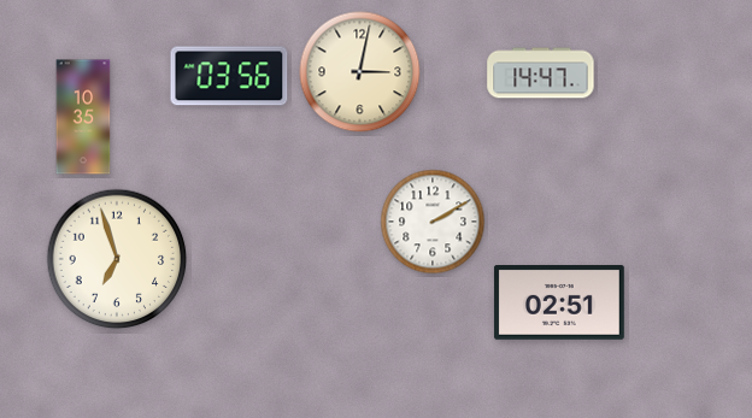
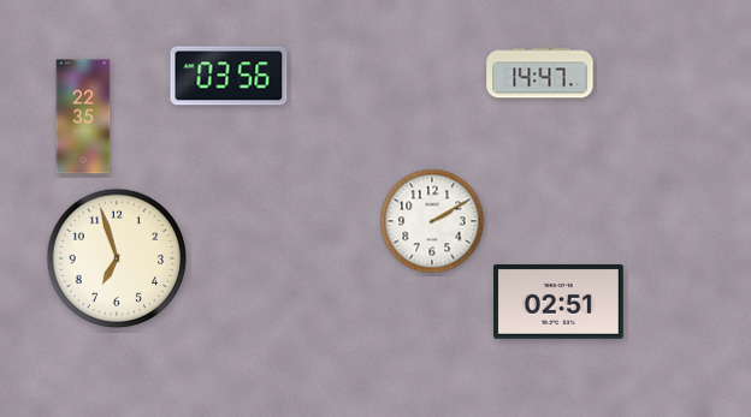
clock at (360, 72): 3:02 -> none
clock at (83, 117): 10:35 -> 22:35
